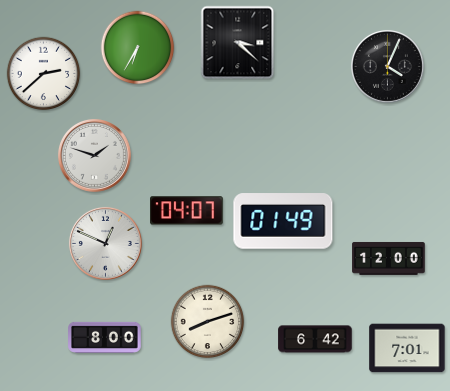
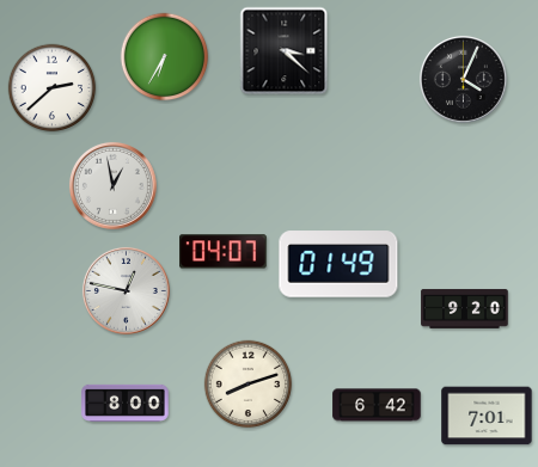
clock at (94, 155): 1:48 -> 12:58
clock at (105, 243): 12:49 -> 12:47
clock at (389, 258): 12:00 -> 9:20
